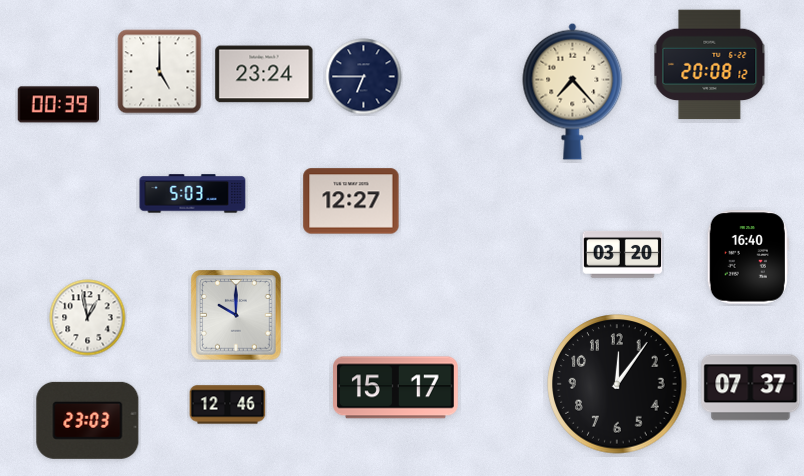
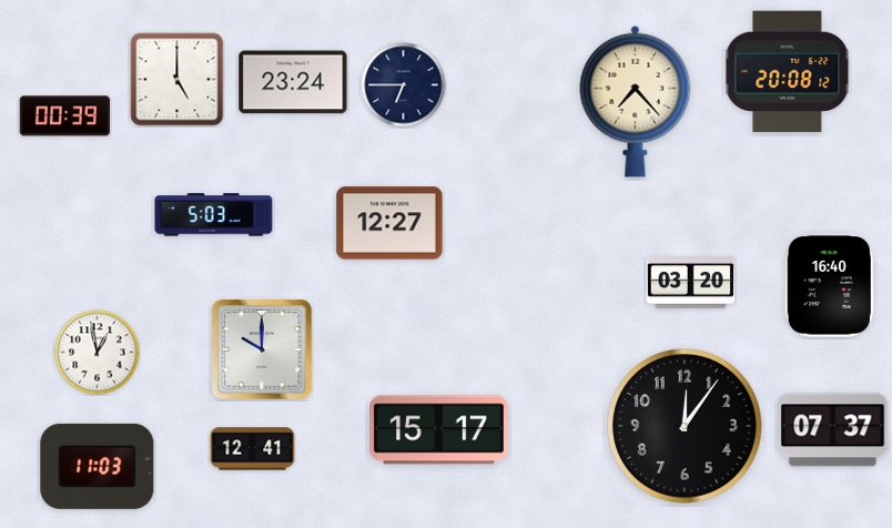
clock at (228, 405): 12:46 -> 12:41
clock at (88, 420): 23:03 -> 11:03
